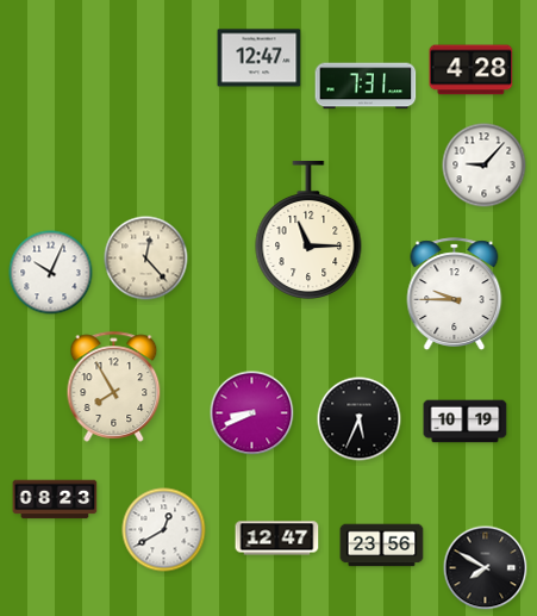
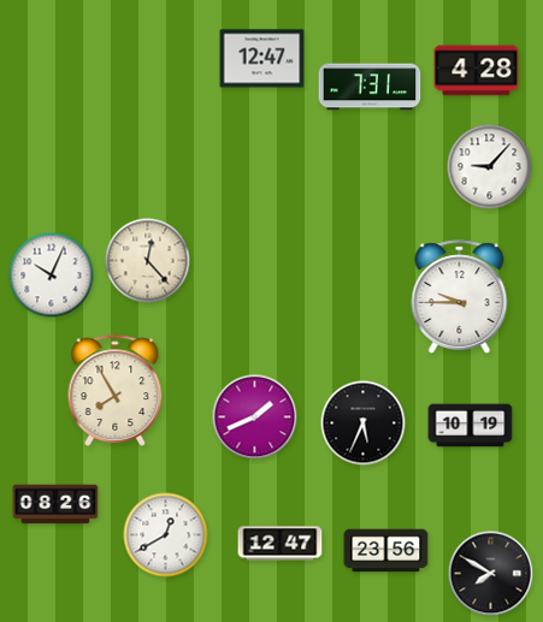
clock at (308, 229): 11:15 -> none
clock at (252, 413): 8:41 -> 1:41
clock at (55, 499): 08:23 -> 08:26
